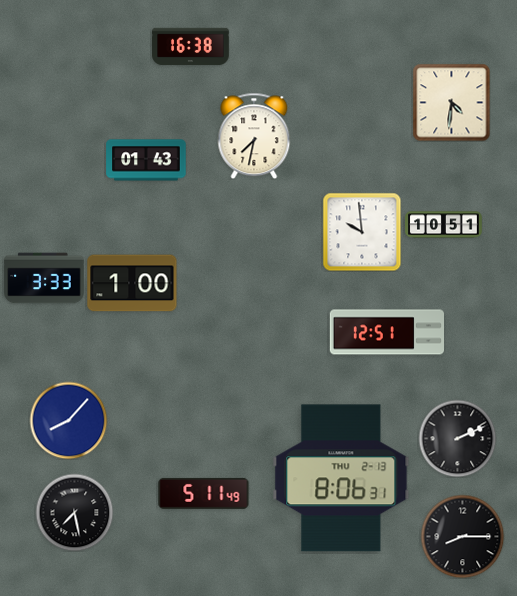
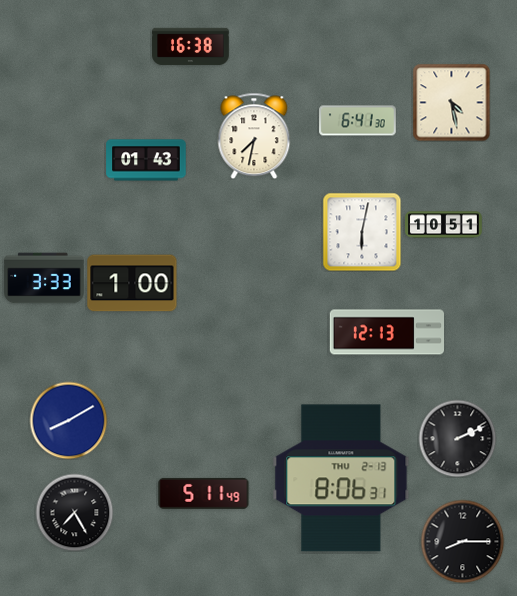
clock at (451, 102): 4:31 -> 4:28
clock at (358, 121): none -> 6:41
clock at (362, 232): 9:59 -> 6:02
clock at (386, 332): 12:51 -> 12:13
clock at (68, 420): 8:07 -> 8:10
clock at (74, 512): 7:28 -> 7:25
clock at (462, 536) position: (462, 536) -> (462, 541)
